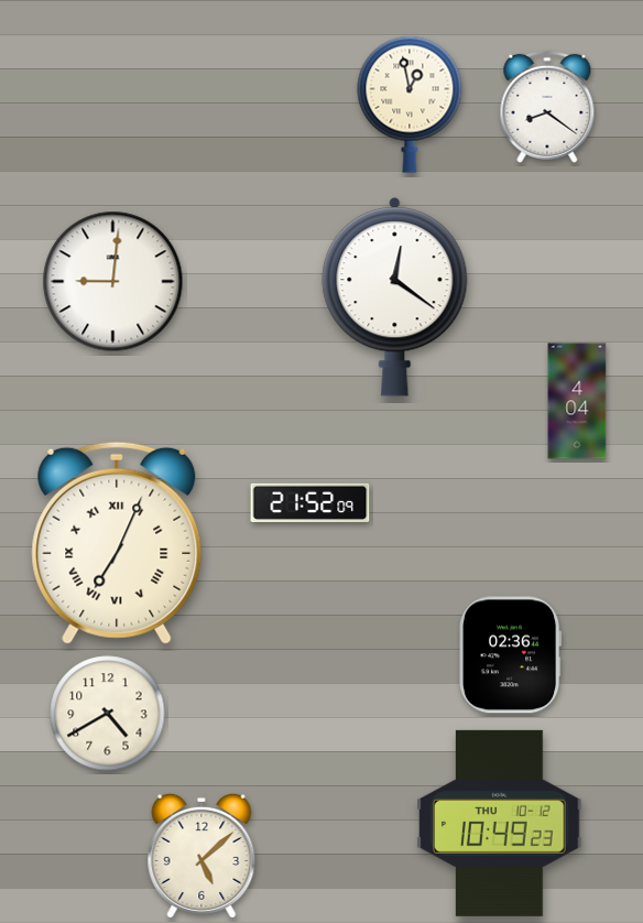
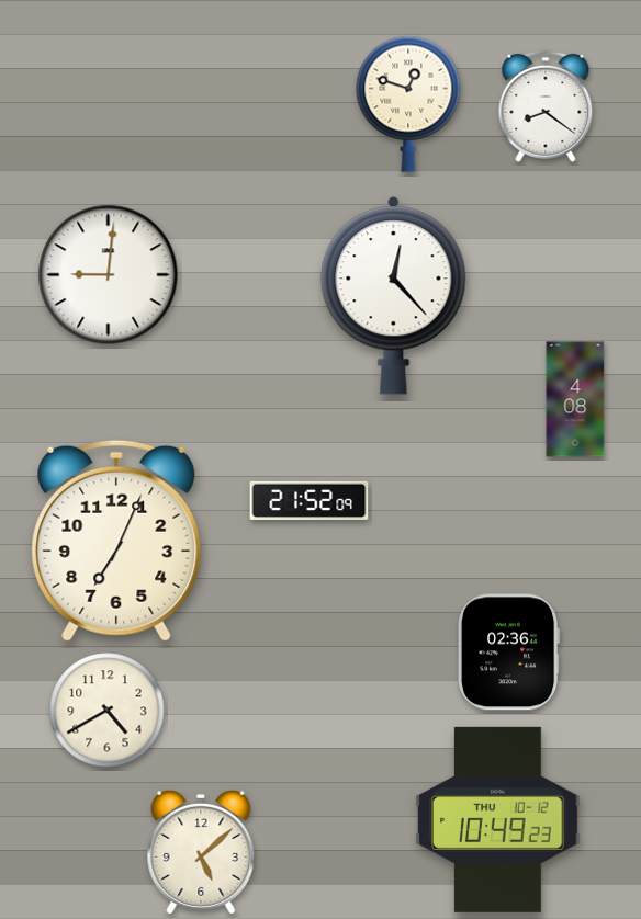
clock at (410, 105): 12:58 -> 12:48
clock at (113, 282) position: (113, 282) -> (109, 275)
clock at (395, 297): 12:21 -> 12:23
clock at (577, 401): 4:04 -> 4:08
clock at (117, 543) numerals: Roman -> Arabic
